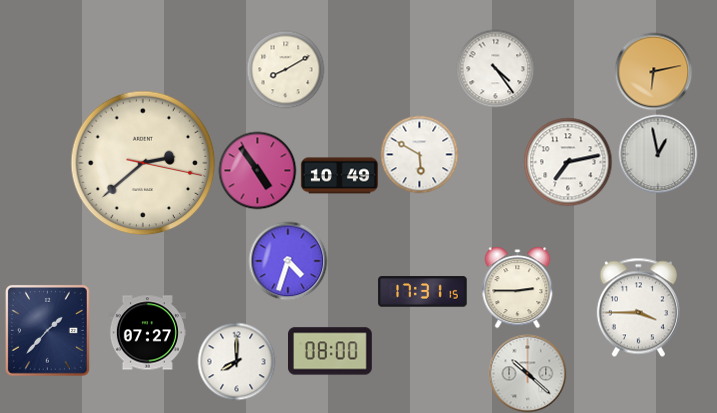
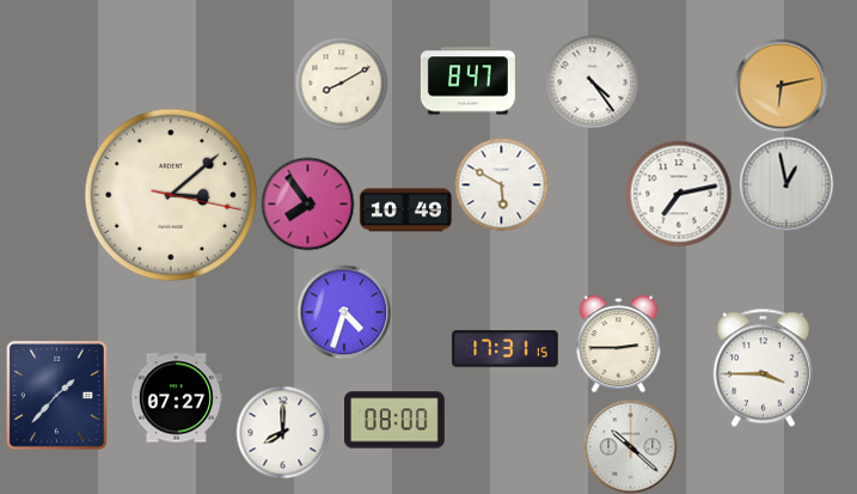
clock at (467, 81): none -> 8:47
clock at (143, 163): 2:38 -> 3:08
clock at (257, 170): 4:54 -> 7:54
